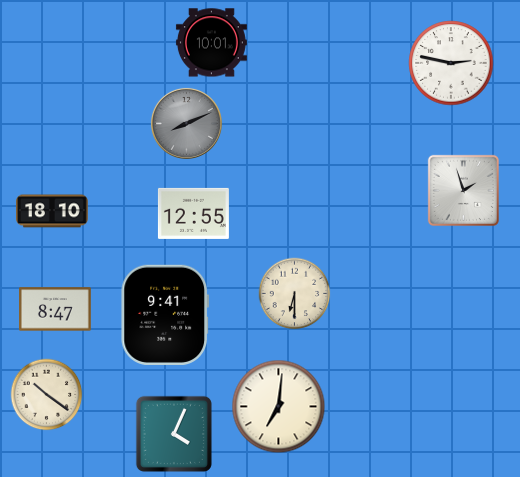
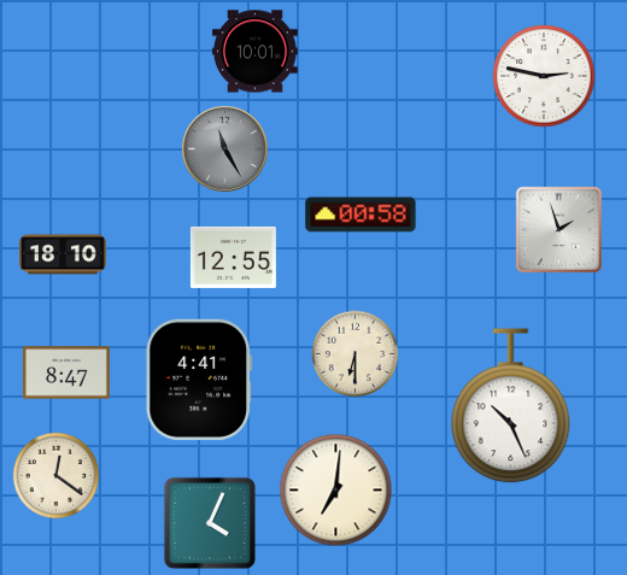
clock at (186, 123): 8:11 -> 11:25
clock at (361, 215): none -> 00:58
clock at (165, 315): 9:41 -> 4:41
clock at (511, 406): none -> 10:26
clock at (47, 395): 10:21 -> 12:21
